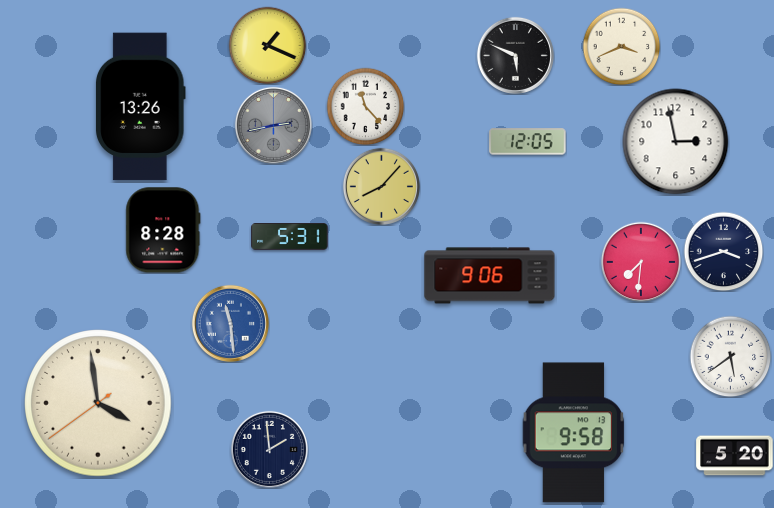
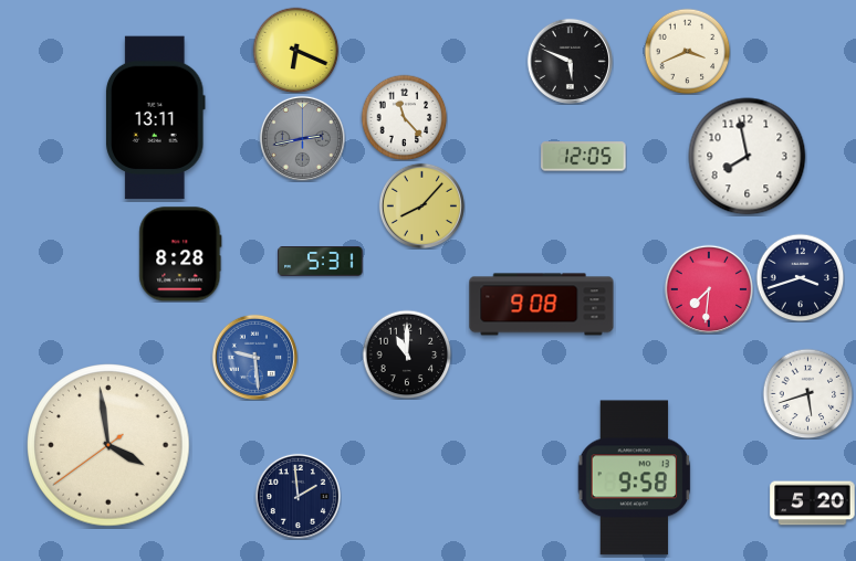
clock at (267, 45): 1:19 -> 6:19
clock at (141, 107): 13:26 -> 13:11
clock at (676, 142): 2:58 -> 7:58
clock at (490, 276): 9:06 -> 9:08
clock at (407, 354): none -> 11:00
clock at (230, 323): 11:29 -> 9:29
clock at (730, 356): 5:39 -> 5:42
